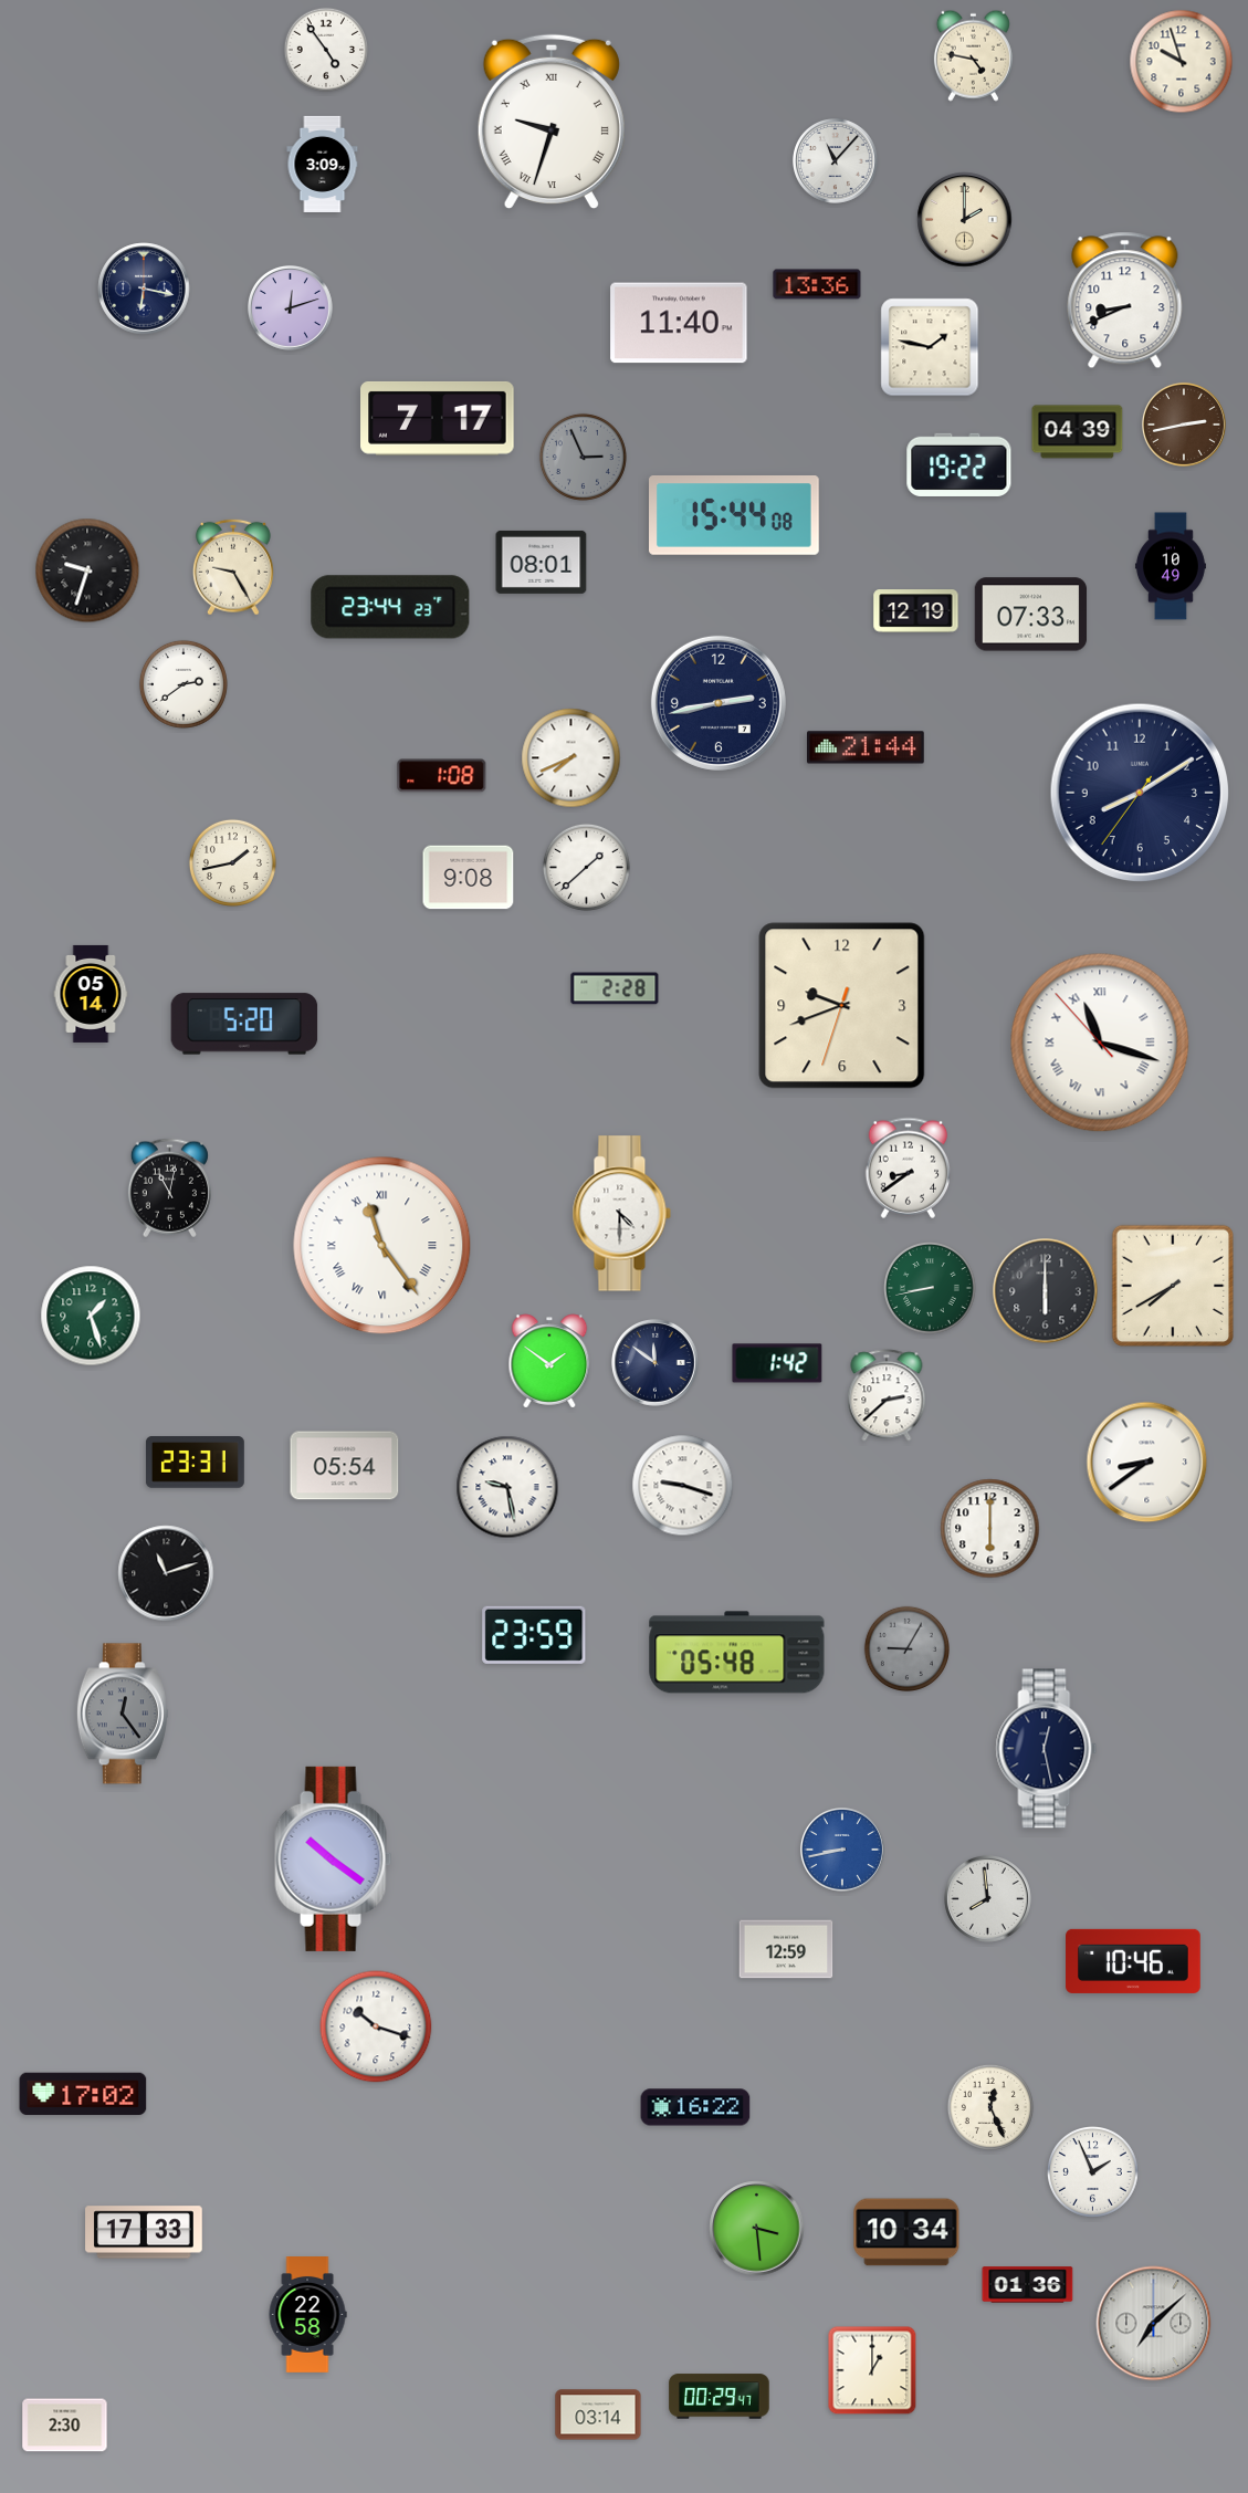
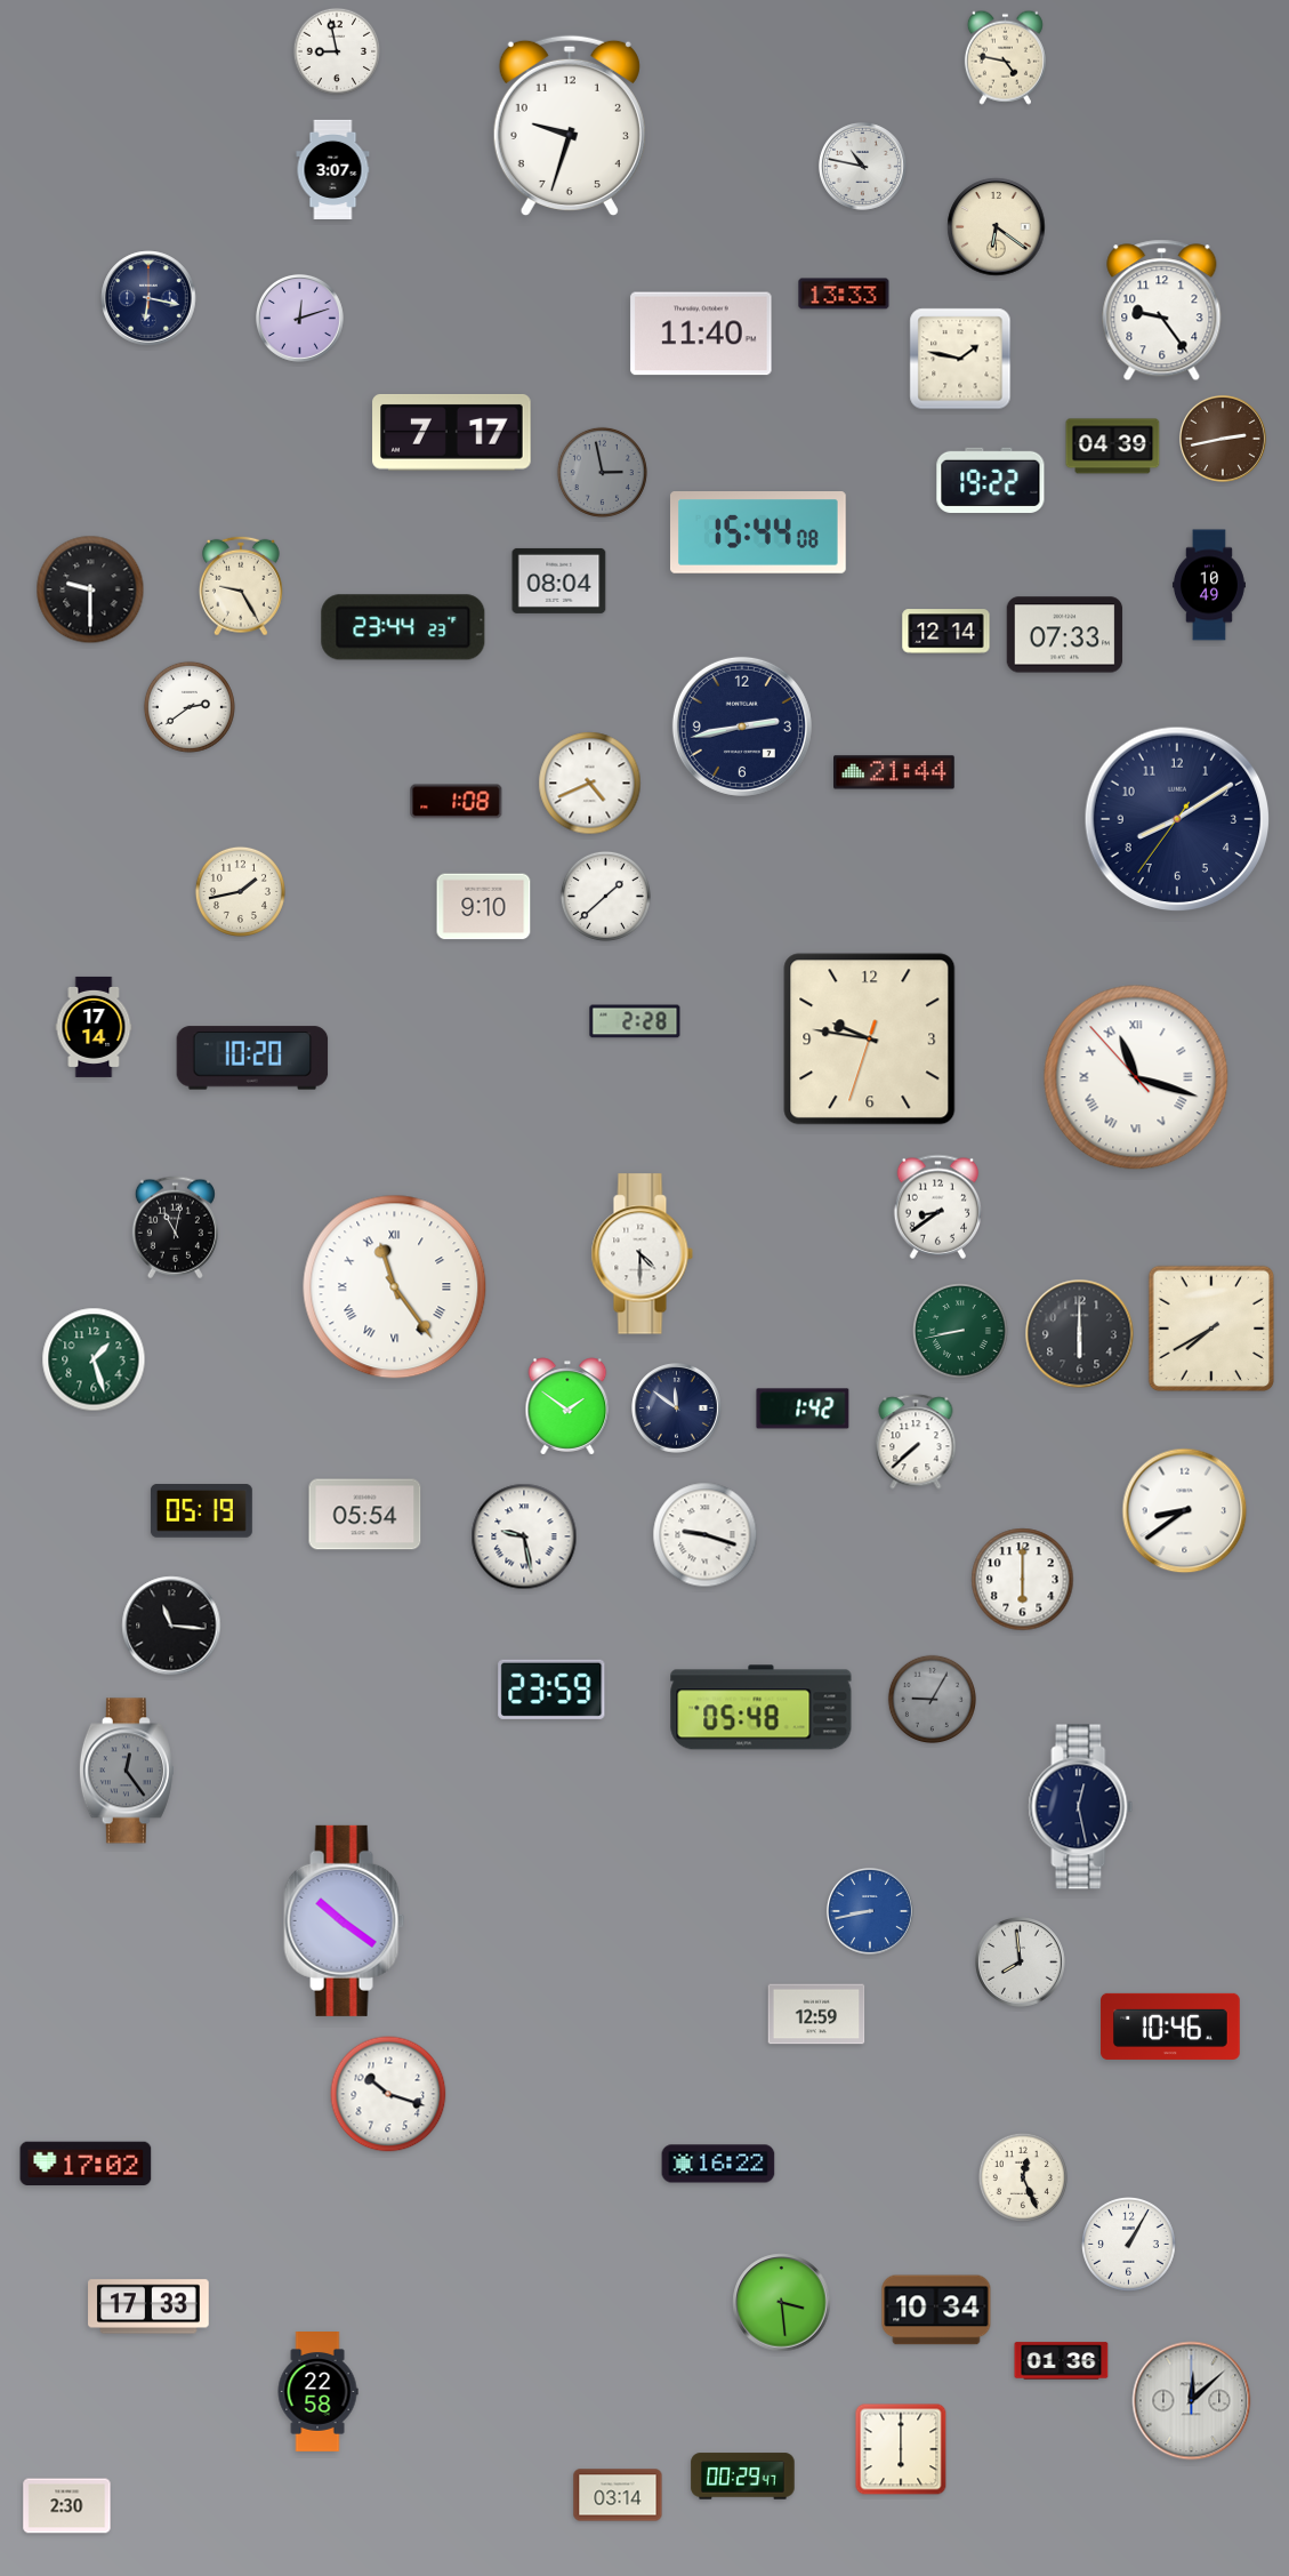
clock at (326, 50): 4:54 -> 8:58
clock at (1182, 62): 9:57 -> none
clock at (552, 122) numerals: Roman -> Arabic
clock at (835, 160): 11:07 -> 10:47
clock at (323, 164): 3:09 -> 3:07
clock at (965, 220): 2:00 -> 6:21
clock at (817, 284): 13:36 -> 13:33
clock at (1125, 301): 8:41 -> 9:24
clock at (583, 457): 2:56 -> 2:58
clock at (542, 562): 08:01 -> 08:04
clock at (87, 570): 9:33 -> 9:30
clock at (916, 611): 12:19 -> 12:14
clock at (571, 758): 7:41 -> 4:41
clock at (469, 878): 9:08 -> 9:10
clock at (91, 994): 05:14 -> 17:14
clock at (842, 1006): 9:41 -> 9:46
clock at (244, 1024): 5:20 -> 10:20
clock at (887, 1395): 2:38 -> 7:38
clock at (195, 1463): 23:31 -> 05:19
clock at (345, 1466) position: (345, 1466) -> (365, 1515)
clock at (166, 1573): 11:12 -> 11:16
clock at (906, 1648) position: (906, 1648) -> (932, 1699)
clock at (786, 1949) position: (786, 1949) -> (816, 2014)
clock at (695, 2107) position: (695, 2107) -> (718, 2164)
clock at (1093, 2172): 1:56 -> 1:05
clock at (906, 2232) position: (906, 2232) -> (936, 2310)
clock at (1154, 2324): 7:08 -> 12:08
clock at (872, 2370): 1:00 -> 6:00
